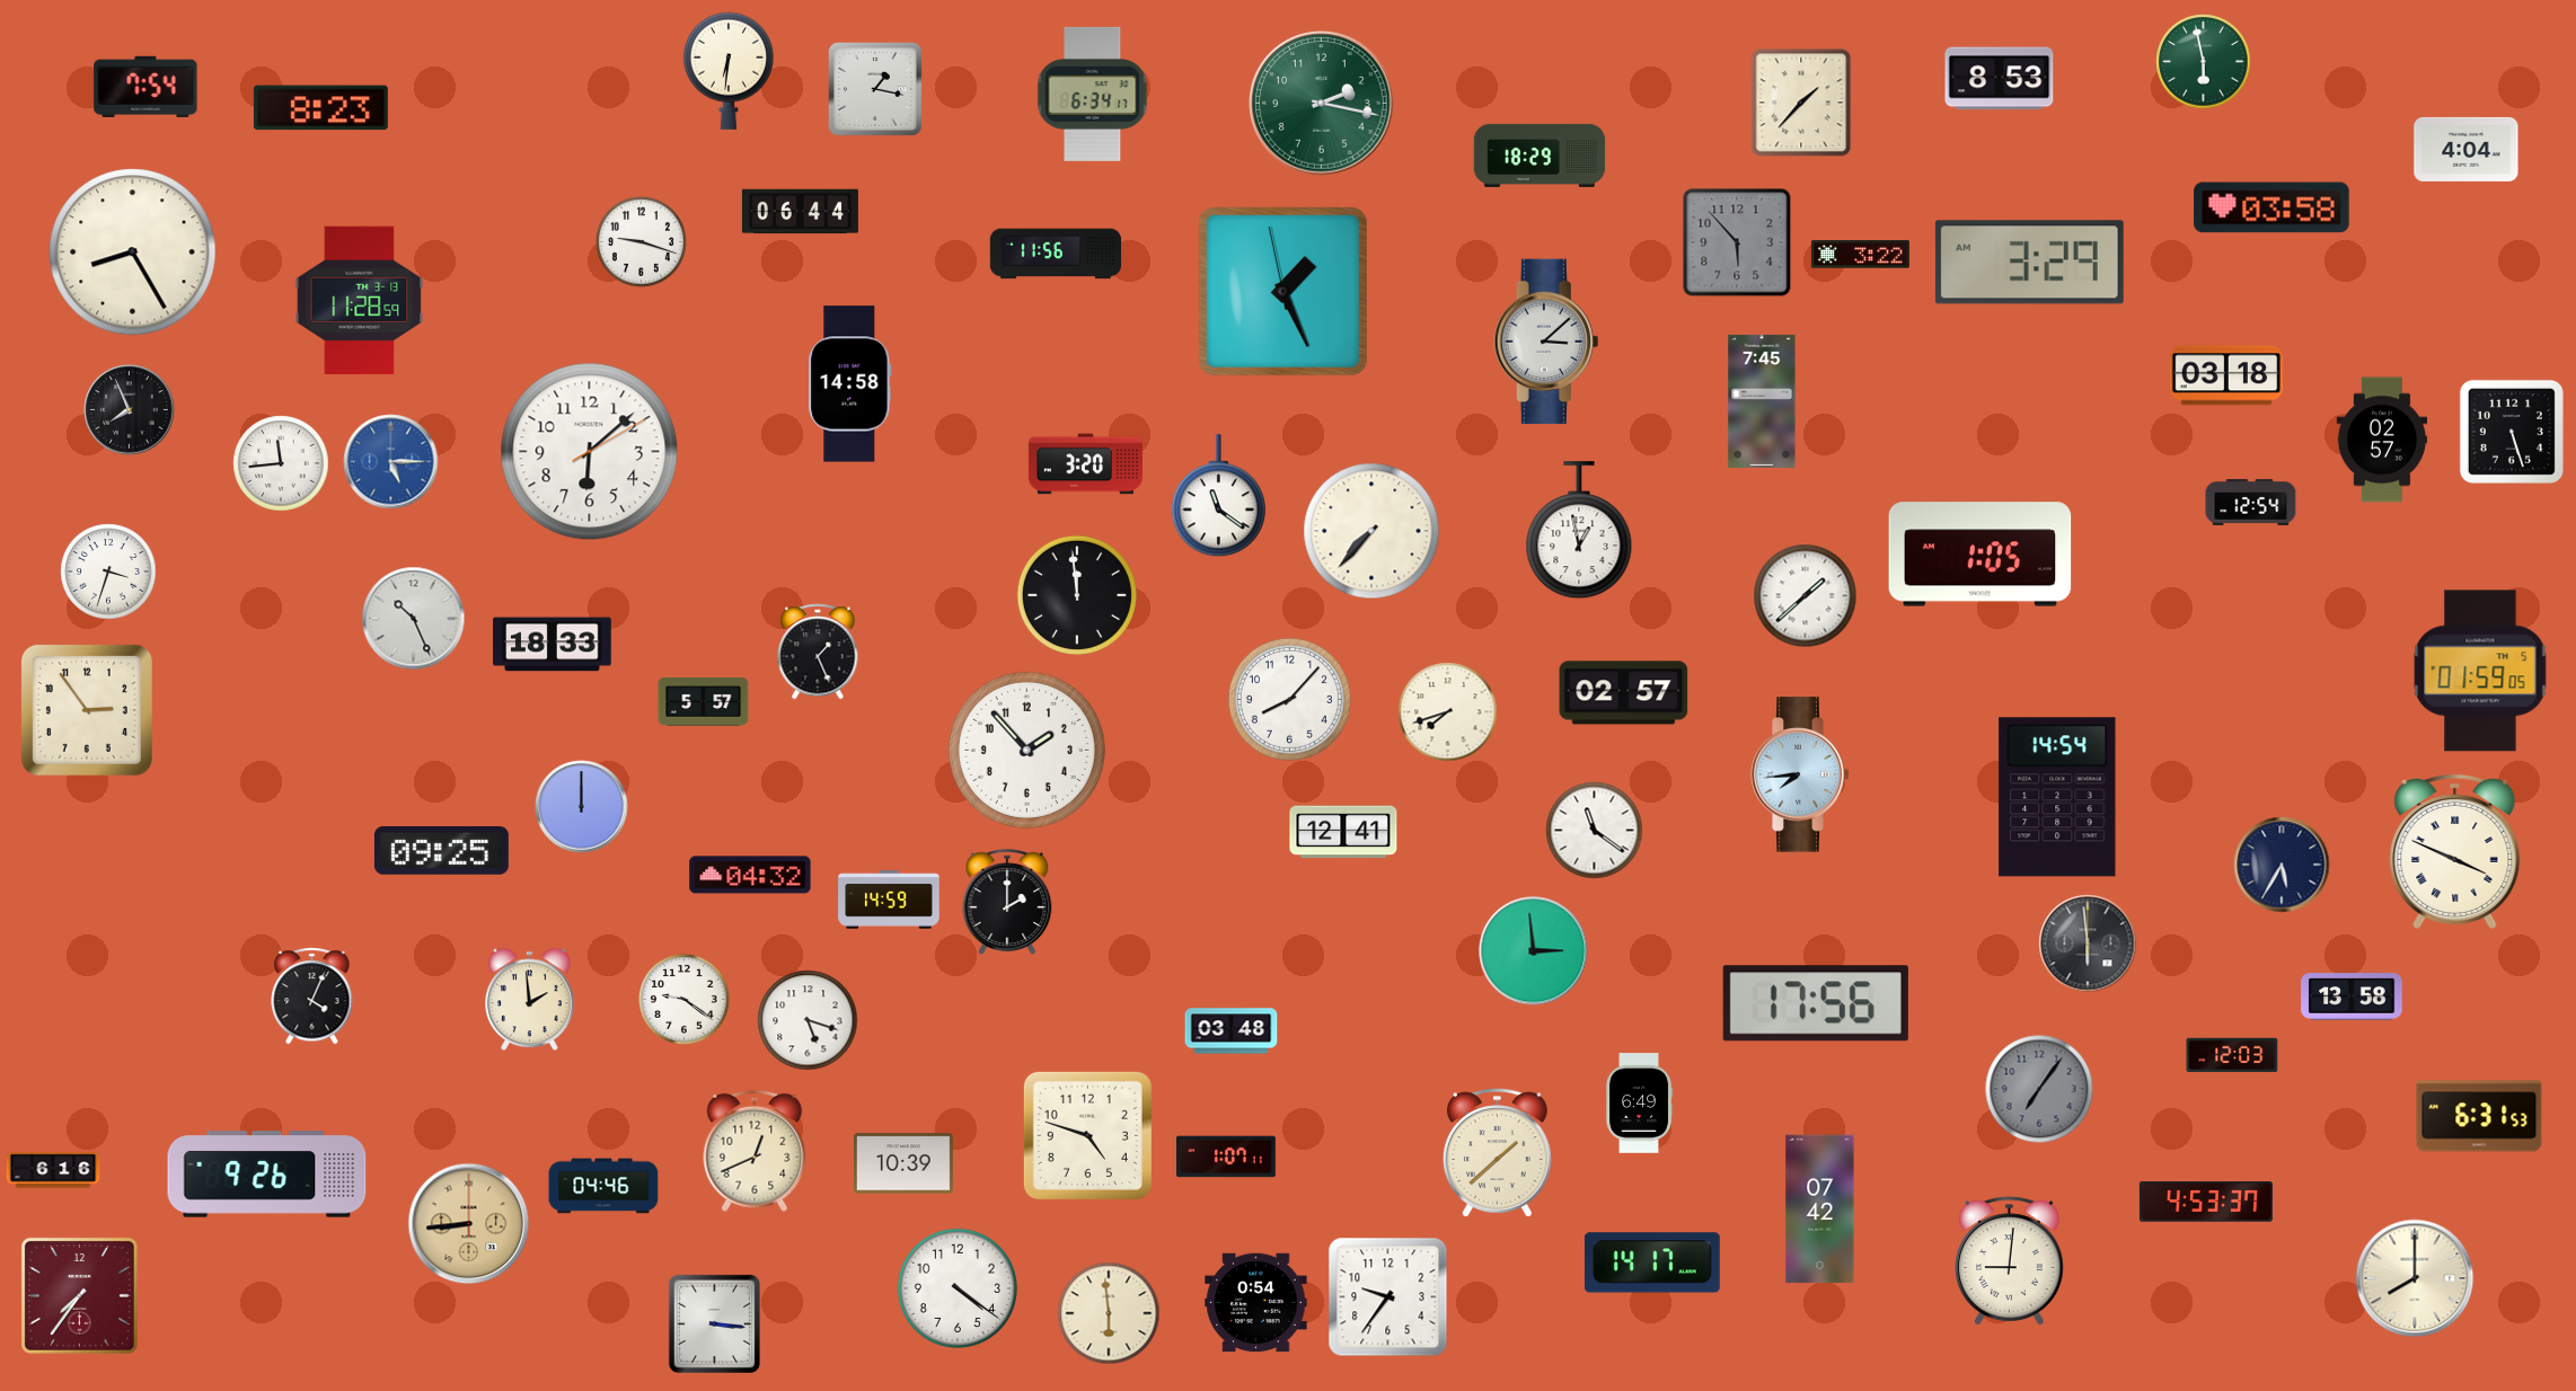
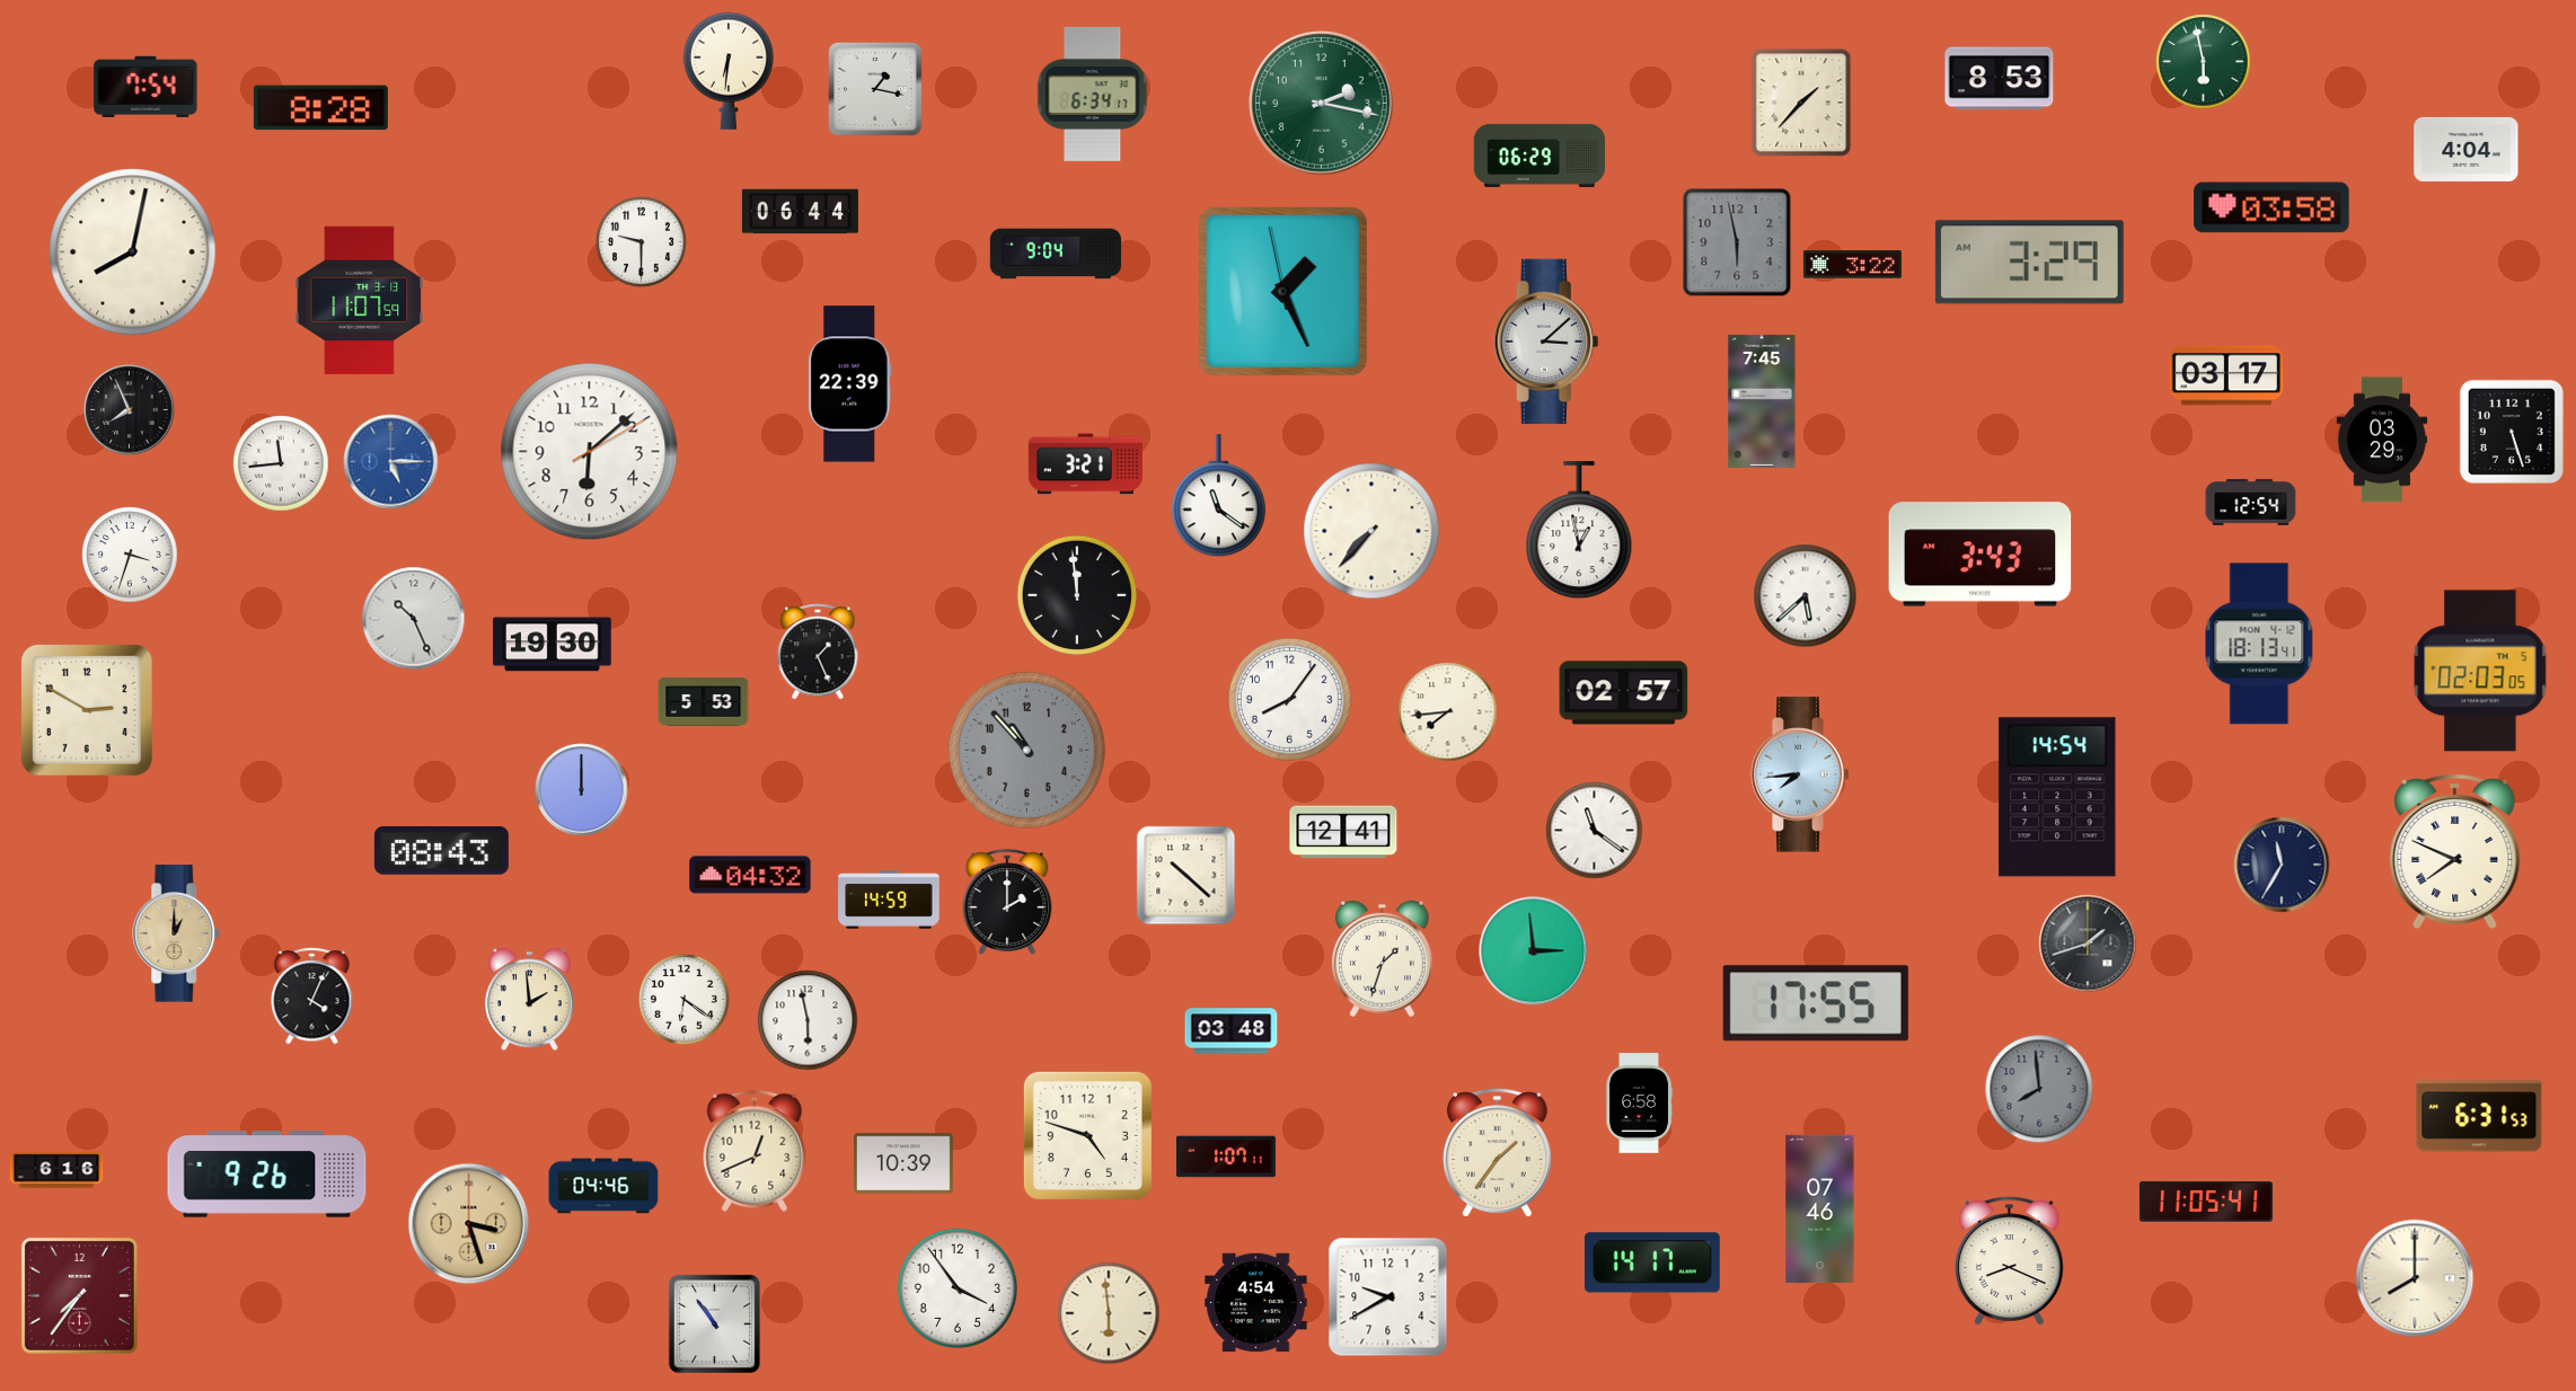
clock at (320, 108): 8:23 -> 8:28
clock at (1540, 156): 18:29 -> 06:29
clock at (642, 242): 9:18 -> 9:30
clock at (1737, 242): 5:53 -> 5:58
clock at (133, 252): 8:25 -> 8:02
clock at (1056, 254): 11:56 -> 9:04
clock at (1860, 255) position: (1860, 255) -> (1852, 265)
clock at (360, 301): 11:28 -> 11:07
clock at (2226, 375): 03:18 -> 03:17
clock at (850, 384): 14:58 -> 22:39
clock at (2382, 440): 02:57 -> 03:29
clock at (1085, 464): 3:20 -> 3:21
clock at (1980, 555): 1:05 -> 3:43
clock at (108, 572) position: (108, 572) -> (130, 555)
clock at (1806, 596): 1:38 -> 5:38
clock at (2259, 644): none -> 18:13
clock at (553, 645): 18:33 -> 19:30
clock at (2480, 671): 01:59 -> 02:03
clock at (1289, 699): 8:07 -> 8:06
clock at (704, 702): 5:57 -> 5:53
clock at (87, 710): 2:54 -> 2:50
clock at (1448, 712): 7:42 -> 7:44
clock at (1026, 750): 1:53 -> 10:53
clock at (1026, 750) dial: white -> grey
clock at (582, 807) position: (582, 807) -> (582, 790)
clock at (441, 851): 09:25 -> 08:43
clock at (2455, 851): 3:49 -> 7:49
clock at (2282, 865): 5:35 -> 11:35
clock at (1186, 876): none -> 10:22
clock at (177, 933): none -> 1:00
clock at (2088, 943): 5:59 -> 1:42
clock at (1382, 959): none -> 1:33
clock at (2352, 996): 13:58 -> none
clock at (685, 1000): 9:21 -> 6:21
clock at (1816, 1003): 17:56 -> 17:55
clock at (808, 1020): 5:18 -> 5:58
clock at (2232, 1055): 12:03 -> none
clock at (2039, 1089): 7:06 -> 7:59
clock at (1640, 1104): 6:49 -> 6:58
clock at (1497, 1153): 1:38 -> 1:36
clock at (53, 1170) position: (53, 1170) -> (56, 1170)
clock at (2206, 1202): 4:53 -> 11:05
clock at (1820, 1210): 07:42 -> 07:46
clock at (469, 1224): 8:44 -> 3:27
clock at (2009, 1261): 9:01 -> 8:19
clock at (958, 1288): 4:21 -> 3:54
clock at (1388, 1297): 9:36 -> 9:40
clock at (1256, 1303): 0:54 -> 4:54
clock at (714, 1323): 3:16 -> 10:54
